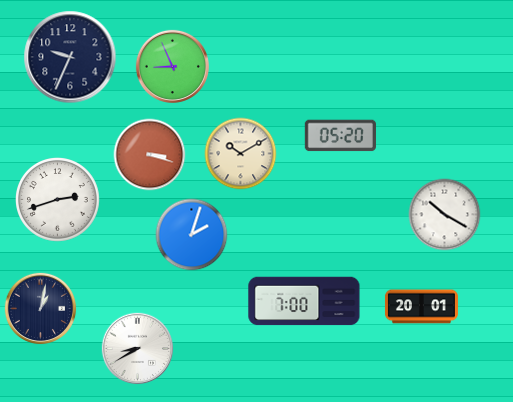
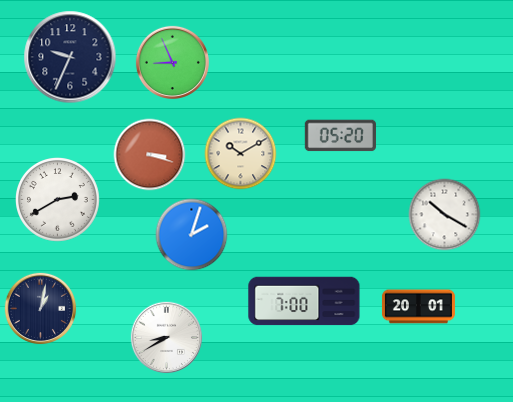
clock at (172, 66) position: (172, 66) -> (172, 62)
clock at (58, 200): 2:42 -> 2:40
clock at (421, 307) position: (421, 307) -> (418, 307)
clock at (138, 349) position: (138, 349) -> (167, 338)
